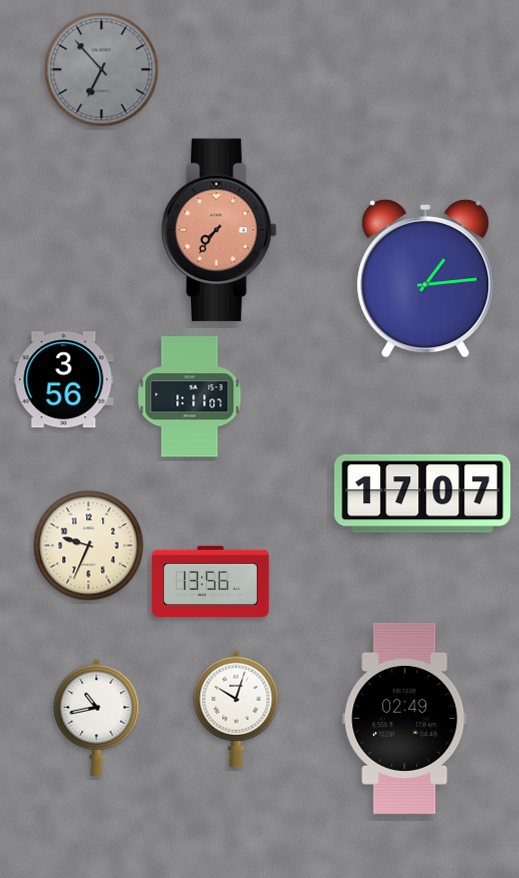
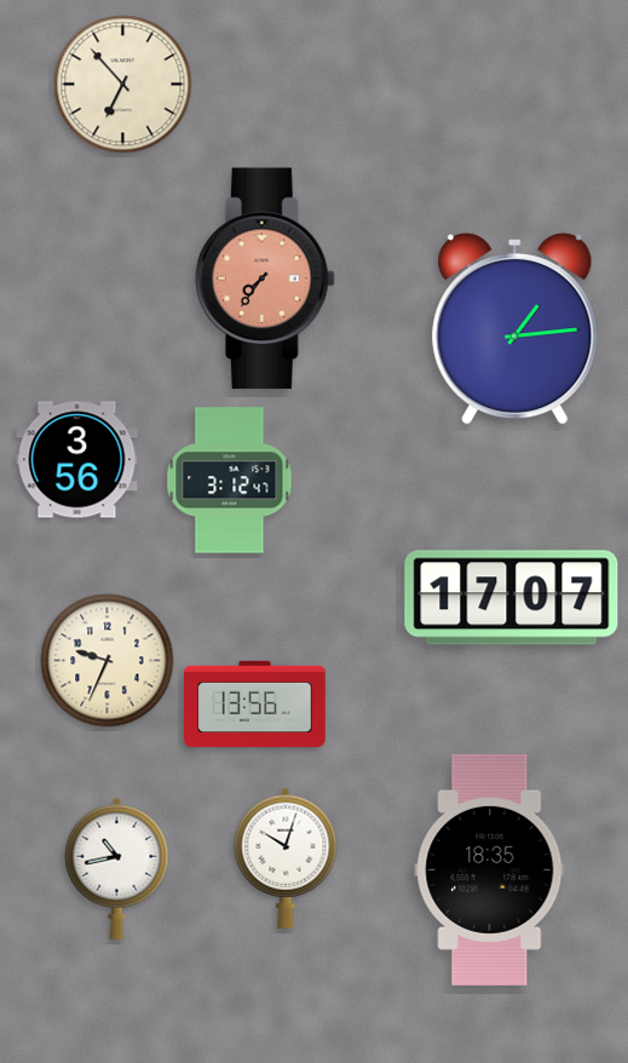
clock at (102, 70) dial: grey -> cream
clock at (426, 278) position: (426, 278) -> (515, 328)
clock at (190, 397): 1:11 -> 3:12
clock at (405, 718): 02:49 -> 18:35
